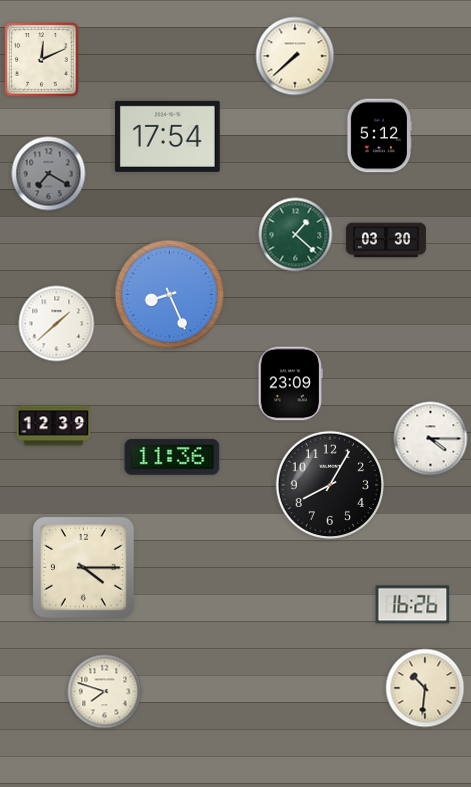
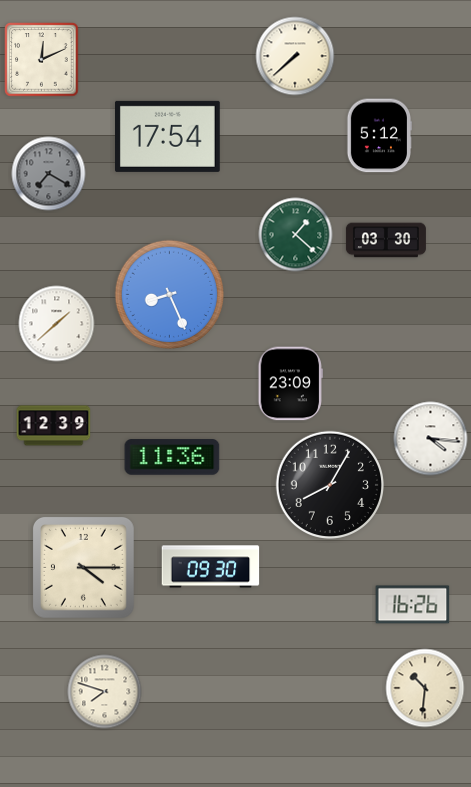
clock at (431, 439): 4:15 -> 4:16
clock at (211, 567): none -> 09:30
